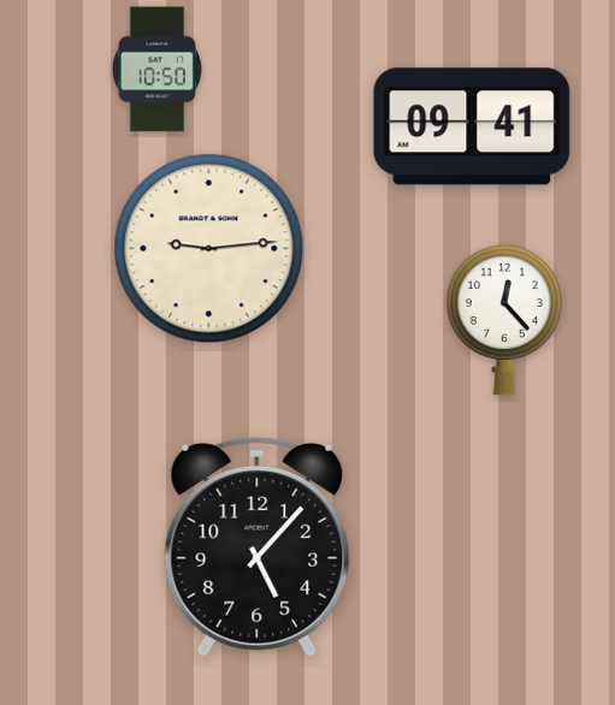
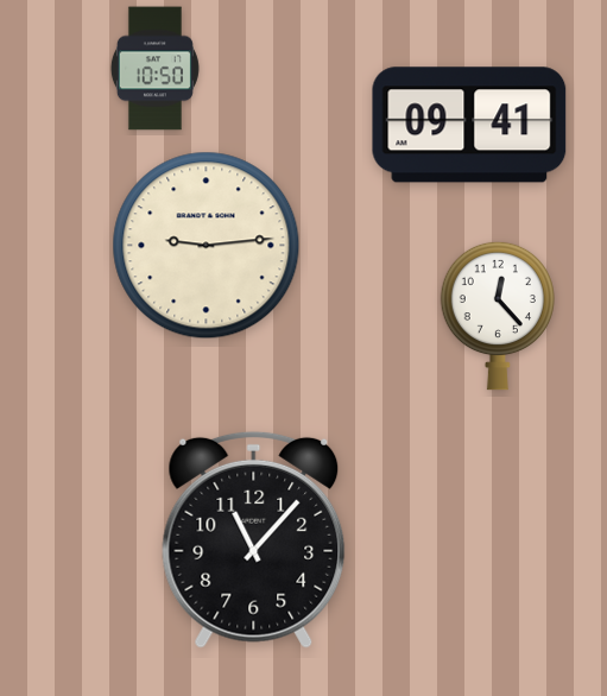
clock at (472, 126) position: (472, 126) -> (469, 125)
clock at (258, 546): 5:07 -> 11:07
